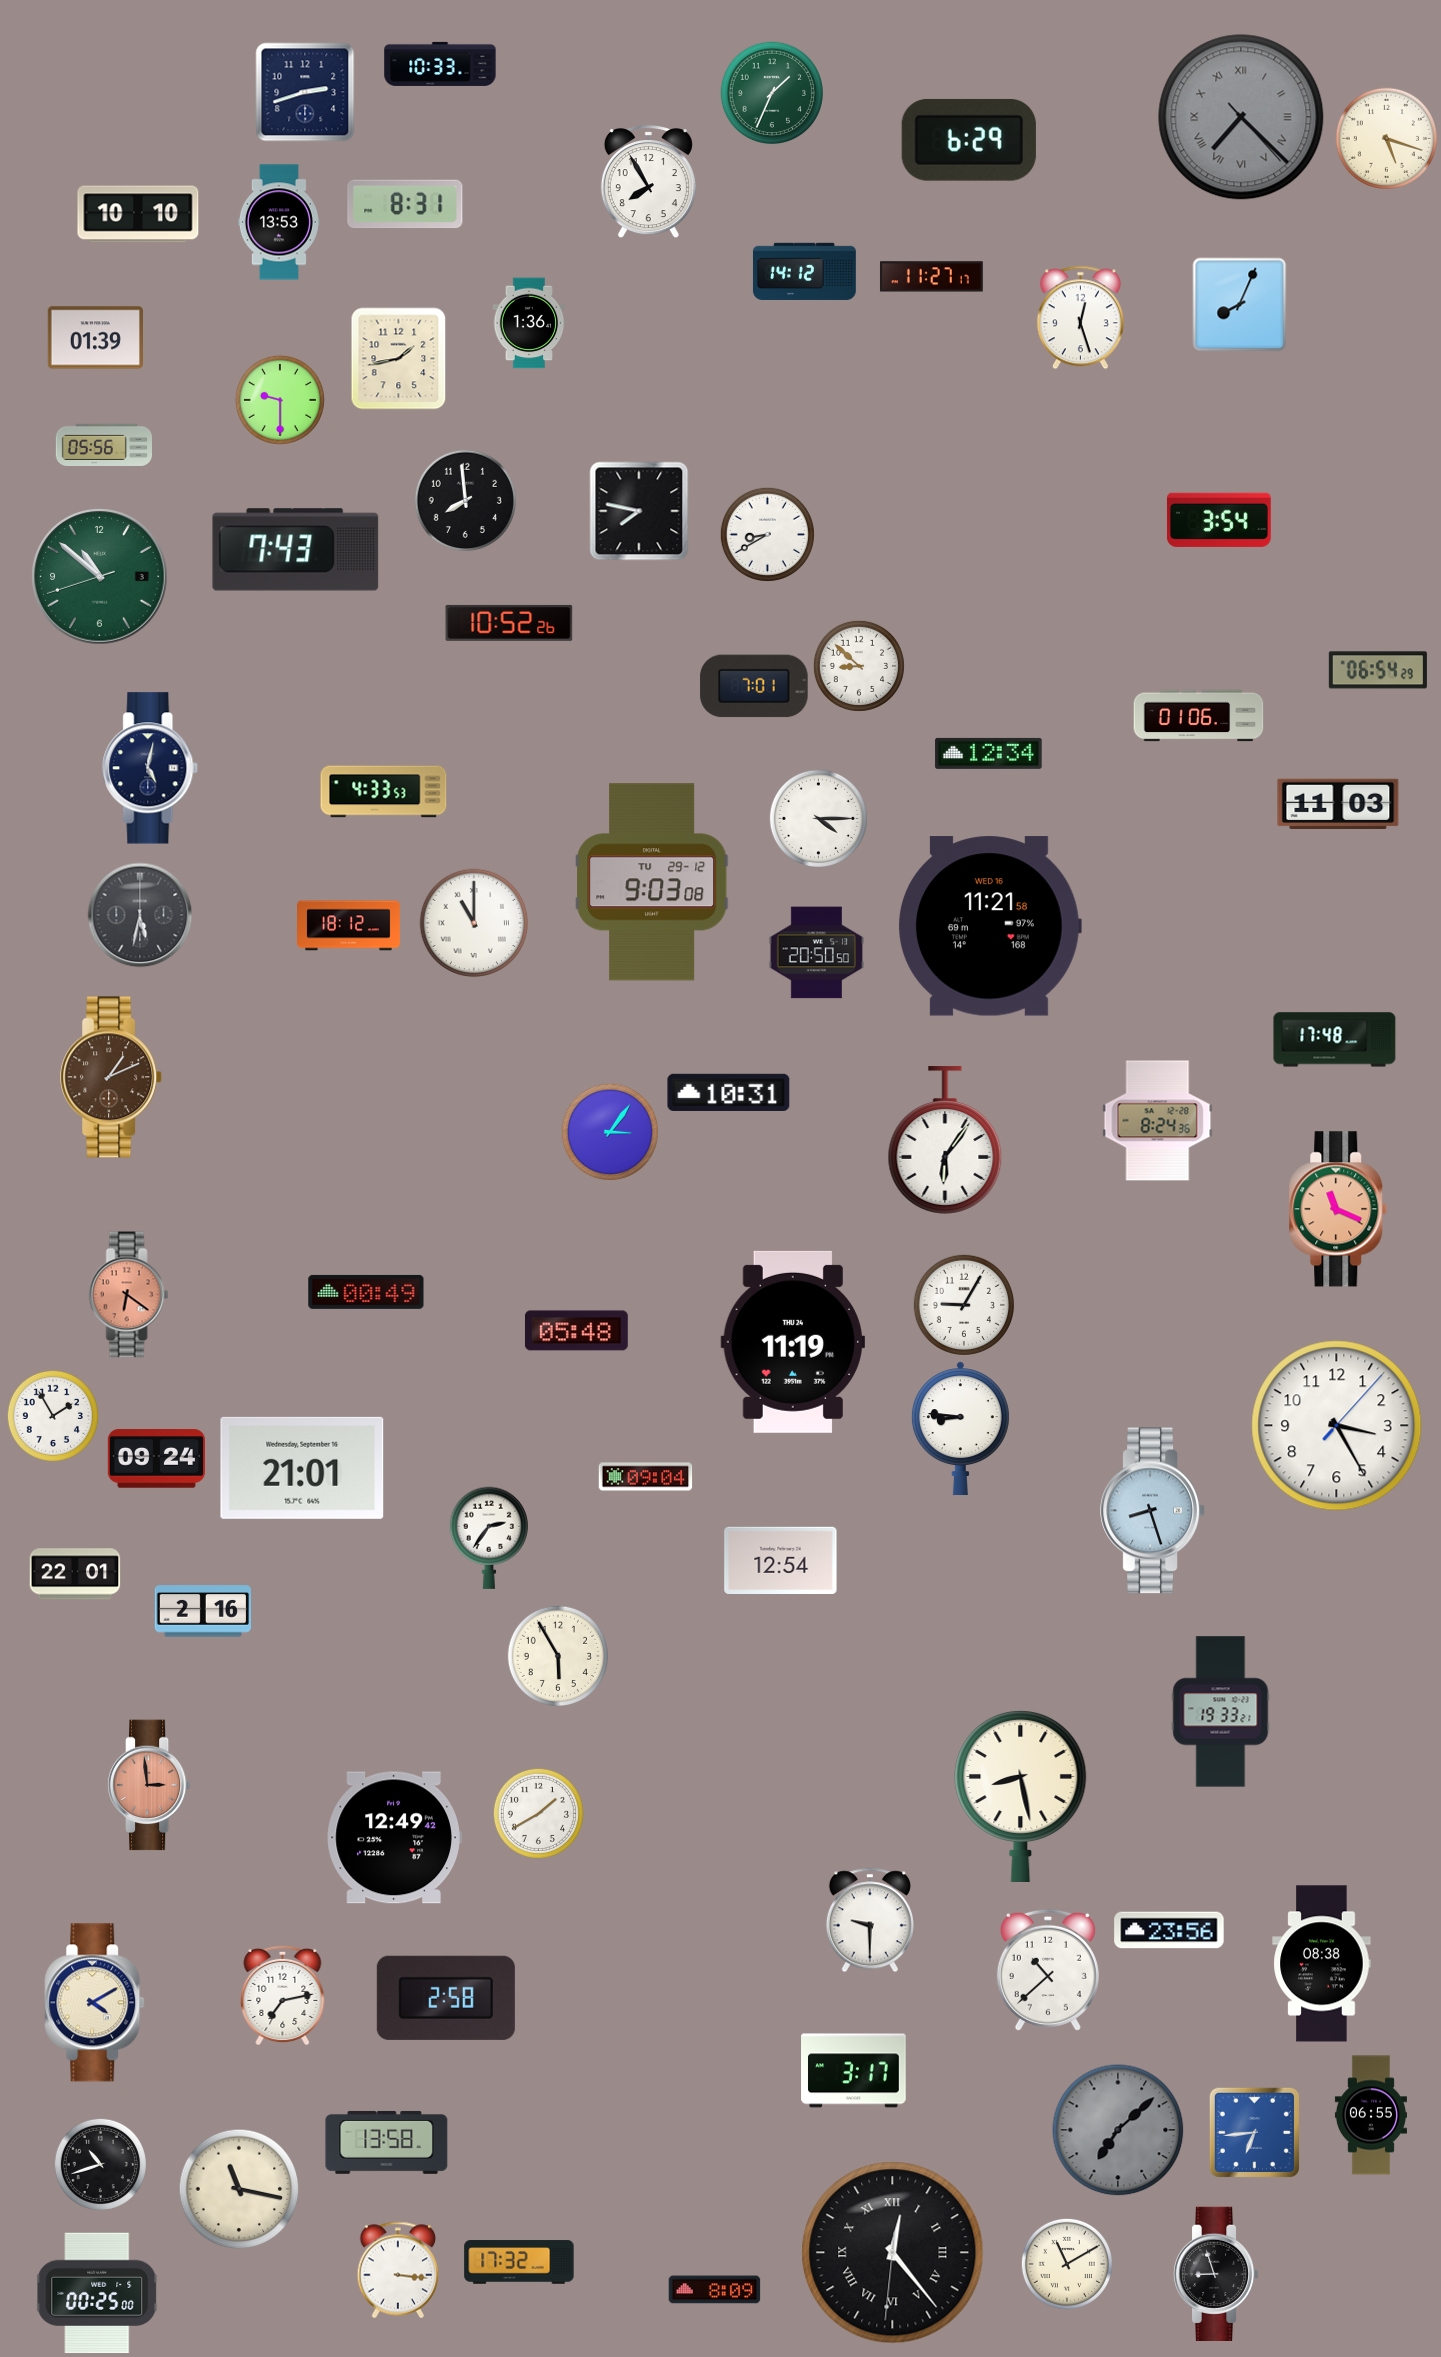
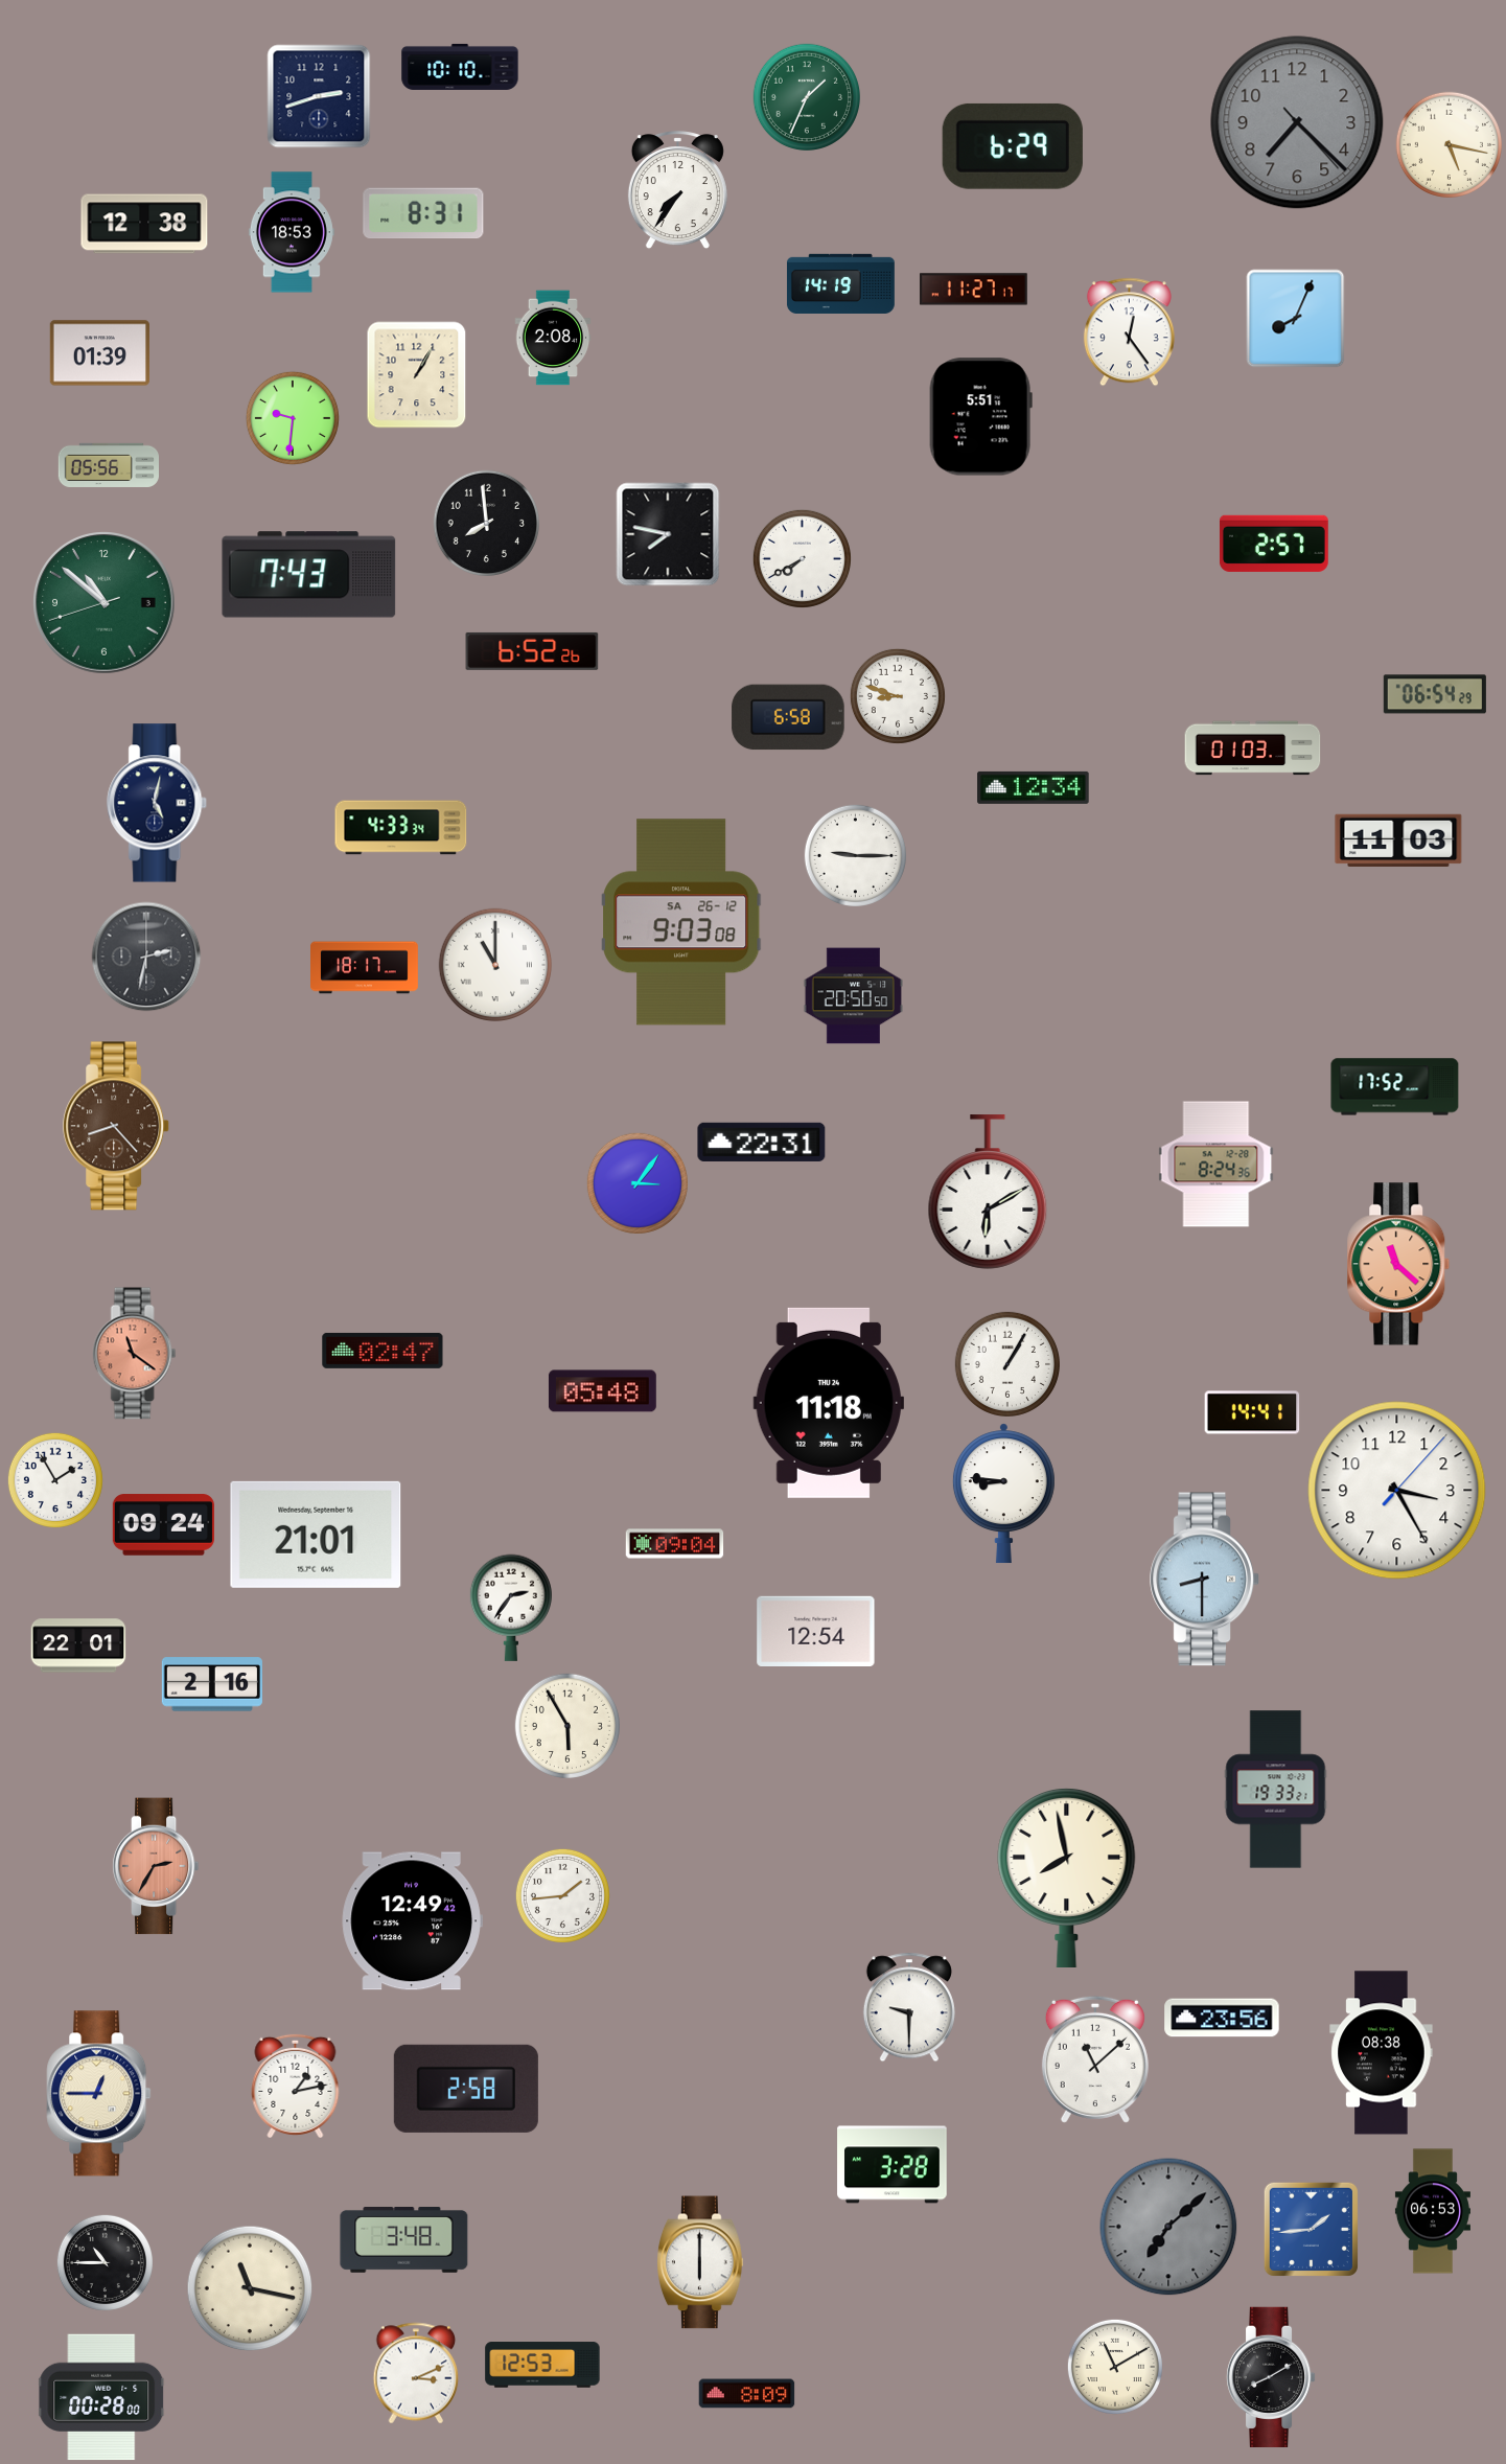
clock at (440, 64): 10:33 -> 10:10
clock at (1241, 117) numerals: Roman -> Arabic
clock at (1386, 138): 5:18 -> 5:17
clock at (648, 182): 7:55 -> 7:36
clock at (138, 214): 10:10 -> 12:38
clock at (279, 222): 13:53 -> 18:53
clock at (804, 271): 14:12 -> 14:19
clock at (1080, 318): 12:27 -> 12:24
clock at (529, 323): 1:36 -> 2:08
clock at (399, 359): 1:43 -> 1:05
clock at (980, 417): none -> 5:51
clock at (280, 400): 9:30 -> 9:31
clock at (1219, 520): 3:54 -> 2:57
clock at (767, 534): 8:40 -> 7:40
clock at (509, 623): 10:52 -> 6:52
clock at (859, 666): 8:52 -> 8:48
clock at (1378, 670) position: (1378, 670) -> (1435, 694)
clock at (754, 686): 7:01 -> 6:58
clock at (1199, 716): 01:06 -> 01:03
clock at (384, 792): 4:33:53 -> 4:33:34
clock at (818, 818): 4:15 -> 9:15
clock at (652, 882) date: TU 29-12 -> SA 26-12
clock at (140, 915): 5:32 -> 2:32
clock at (349, 926): 18:12 -> 18:17
clock at (989, 926): 11:21 -> none
clock at (1335, 1040): 17:48 -> 17:52
clock at (112, 1077): 1:11 -> 8:23
clock at (729, 1092): 10:31 -> 22:31
clock at (1158, 1121) position: (1158, 1121) -> (1217, 1165)
clock at (945, 1140): 6:06 -> 6:10
clock at (1338, 1209): 11:19 -> 11:22
clock at (366, 1292): 00:49 -> 02:47
clock at (129, 1295): 6:21 -> 11:21
clock at (963, 1304): 9:05 -> 1:05
clock at (792, 1342): 11:19 -> 11:18
clock at (1252, 1412): none -> 14:41
clock at (1153, 1511): 8:27 -> 8:30
clock at (557, 1655) position: (557, 1655) -> (566, 1725)
clock at (149, 1785): 2:59 -> 2:35
clock at (1021, 1795): 8:28 -> 7:58
clock at (538, 1813): 1:40 -> 1:44
clock at (1048, 1970): 10:38 -> 11:08
clock at (283, 1995): 7:13 -> 1:13
clock at (95, 2003): 4:10 -> 12:45
clock at (854, 2071): 3:17 -> 3:28
clock at (1371, 2115): 06:55 -> 06:53
clock at (1254, 2132): 6:44 -> 1:44
clock at (387, 2142): 13:58 -> 3:48
clock at (100, 2164): 10:42 -> 10:45
clock at (701, 2262): none -> 6:00
clock at (893, 2253): 12:23 -> none
clock at (519, 2262): 17:32 -> 12:53
clock at (398, 2270): 3:16 -> 3:11
clock at (1216, 2273): 8:57 -> 8:10
clock at (98, 2293): 00:25 -> 00:28
